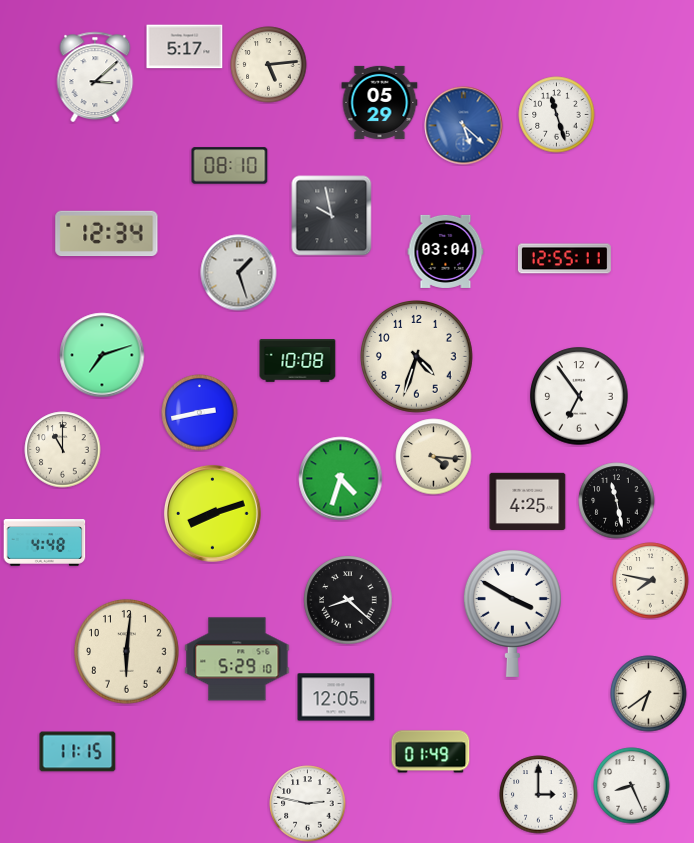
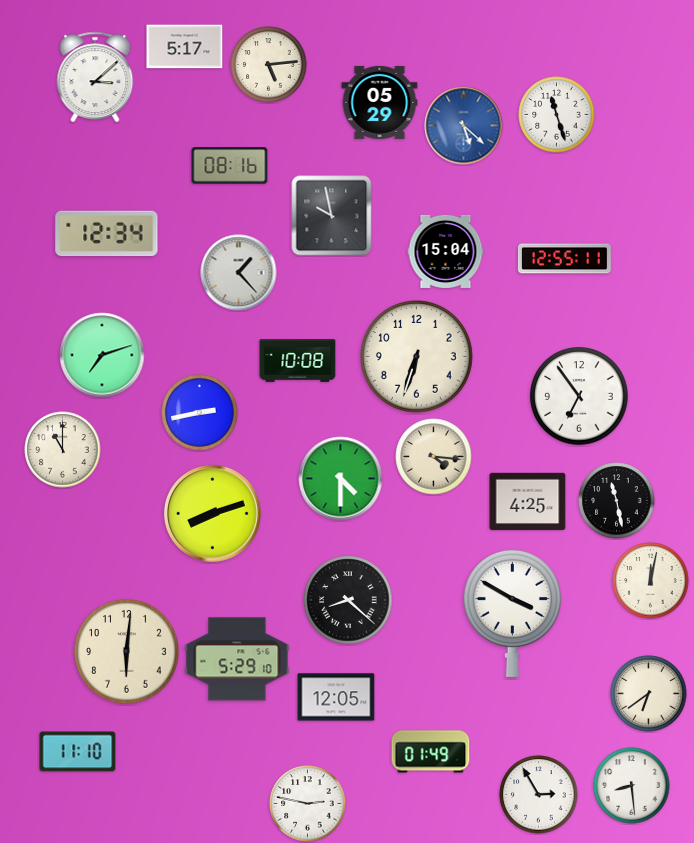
clock at (230, 166): 08:10 -> 08:16
clock at (446, 251): 03:04 -> 15:04
clock at (239, 273): 1:27 -> 1:23
clock at (417, 357): 4:33 -> 6:33
clock at (341, 479): 4:33 -> 4:30
clock at (45, 543): 4:48 -> none
clock at (651, 581): 7:47 -> 12:02
clock at (78, 752): 11:15 -> 11:10
clock at (632, 786): 8:26 -> 8:29
clock at (539, 795): 3:00 -> 2:55
